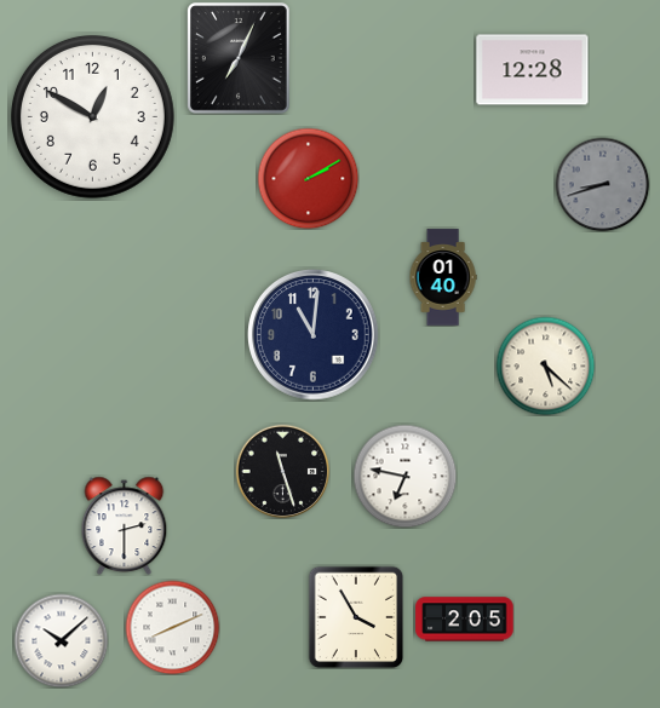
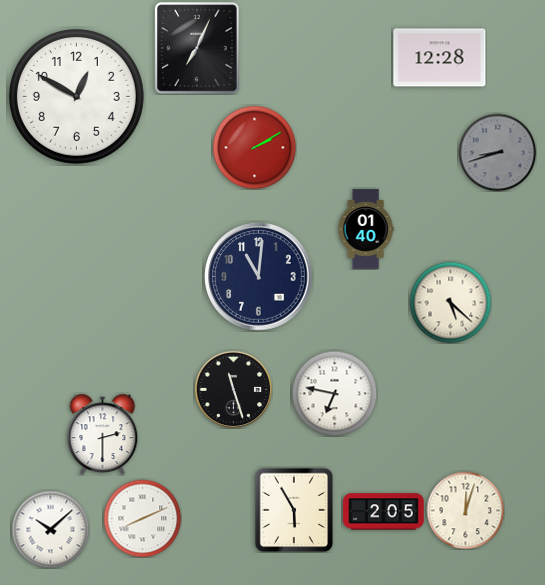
clock at (356, 617): 3:55 -> 5:55
clock at (465, 510): none -> 12:03
